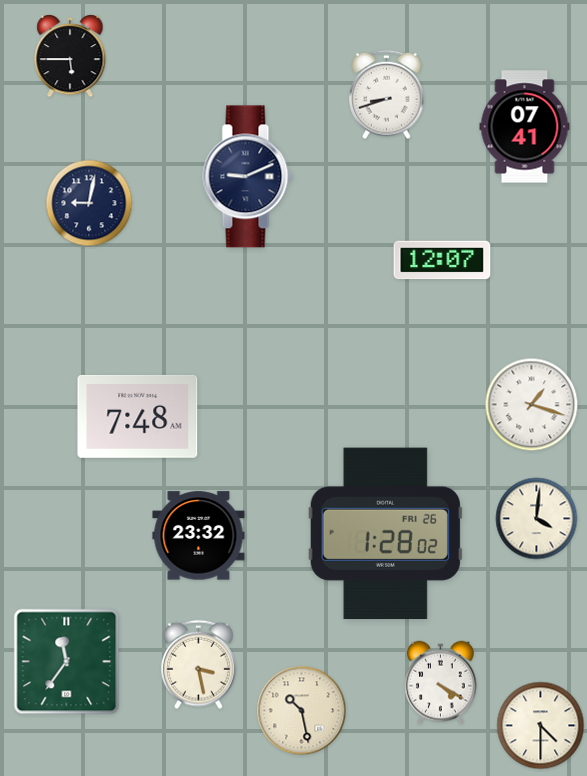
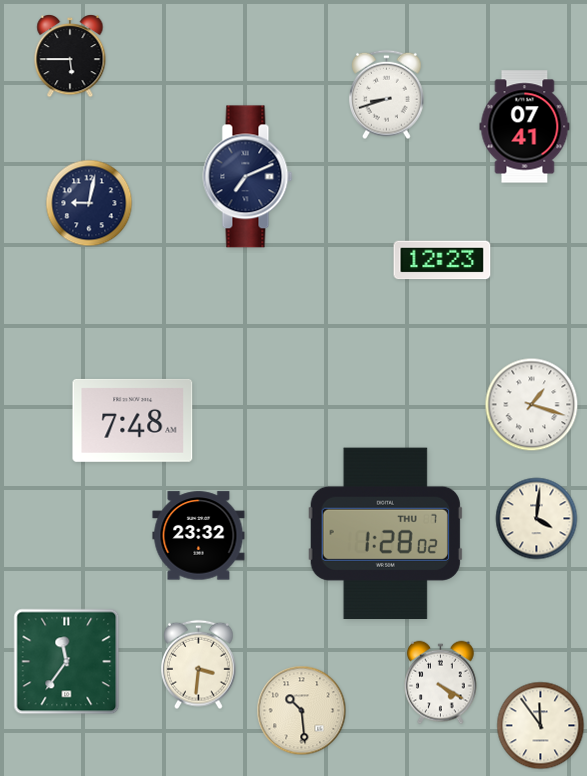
clock at (248, 177): 9:11 -> 7:11
clock at (442, 260): 12:07 -> 12:23
clock at (138, 416) position: (138, 416) -> (133, 420)
clock at (385, 533) date: FRI 26 -> THU 7
clock at (199, 665): 3:28 -> 3:31
clock at (302, 711): 10:28 -> 10:29
clock at (541, 726): 4:30 -> 11:54
